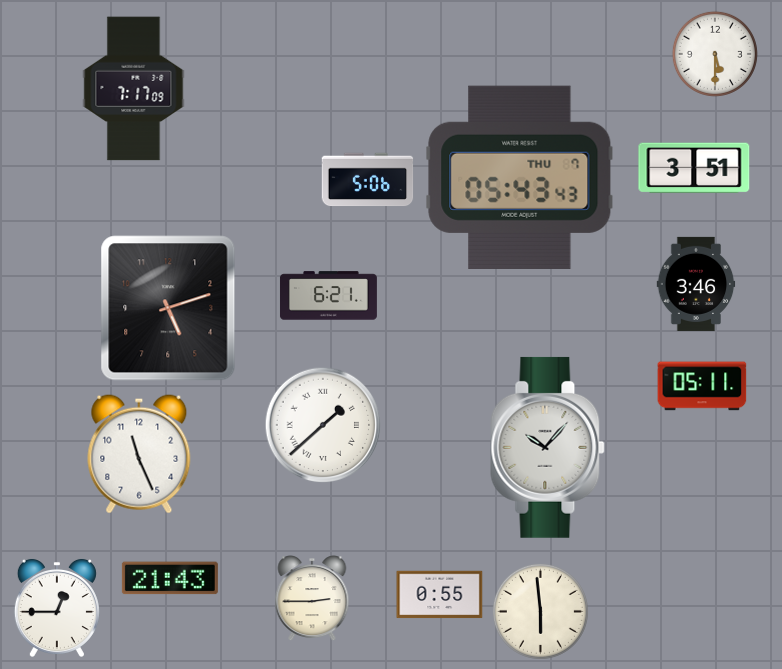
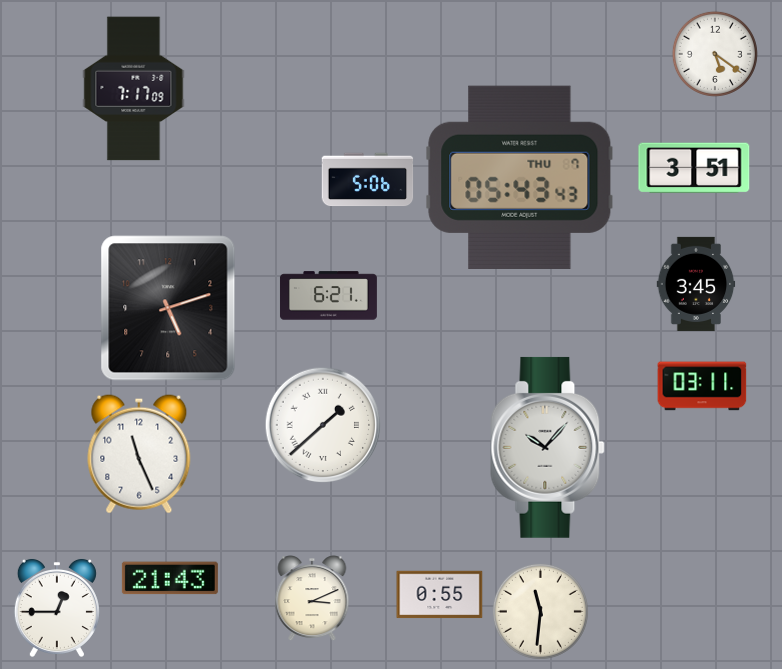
clock at (715, 54): 5:30 -> 5:21
clock at (696, 284): 3:46 -> 3:45
clock at (702, 386): 05:11 -> 03:11
clock at (312, 599): 2:45 -> 3:11
clock at (540, 611): 5:59 -> 11:31
